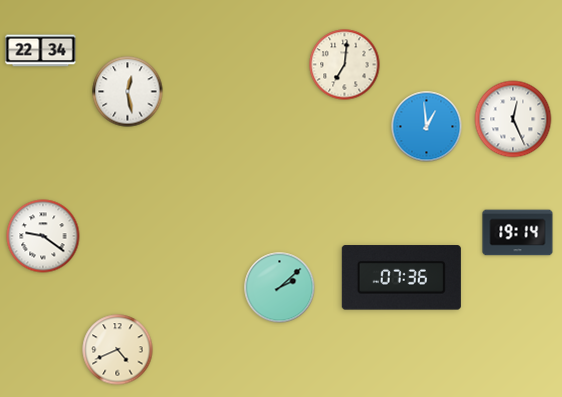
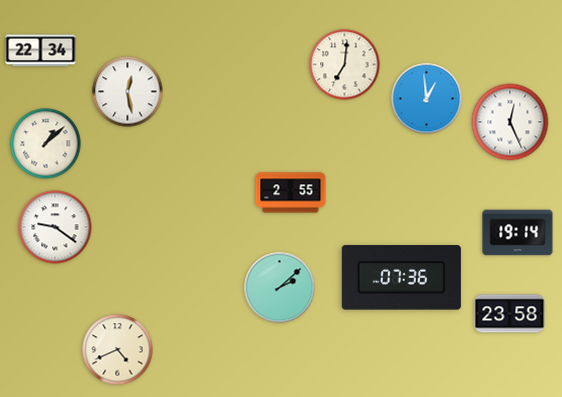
clock at (513, 119) position: (513, 119) -> (510, 122)
clock at (427, 127) position: (427, 127) -> (427, 99)
clock at (46, 144): none -> 1:08
clock at (291, 193): none -> 2:55
clock at (43, 236) position: (43, 236) -> (55, 227)
clock at (510, 314): none -> 23:58
